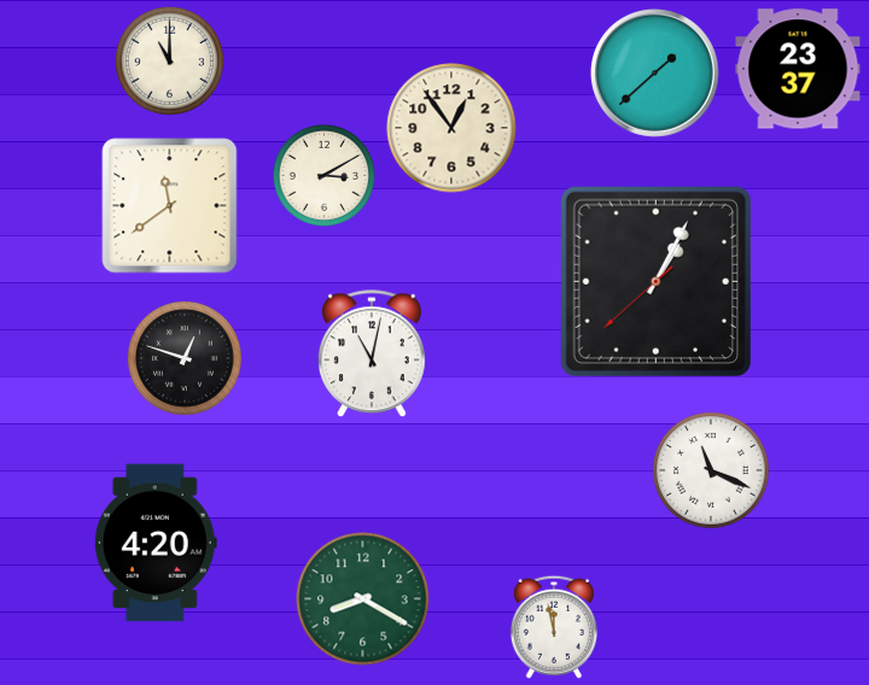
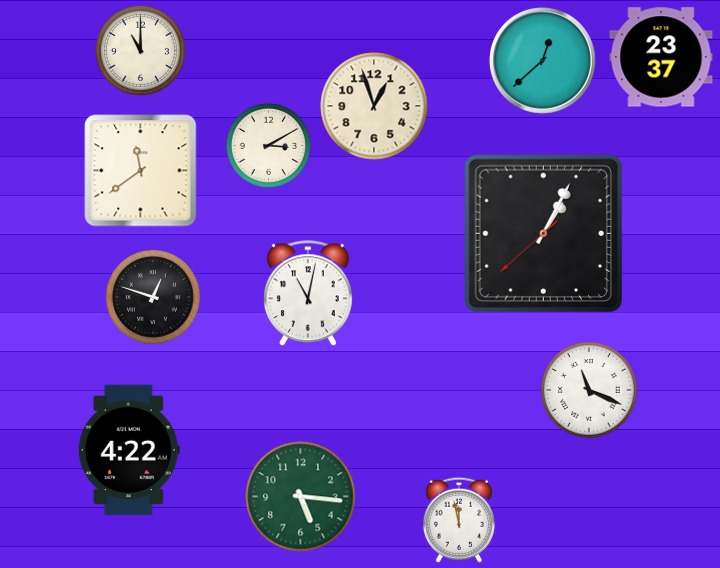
clock at (654, 72): 1:38 -> 12:38
clock at (451, 128): 12:54 -> 12:57
clock at (156, 543): 4:20 -> 4:22
clock at (363, 599): 8:20 -> 5:16
